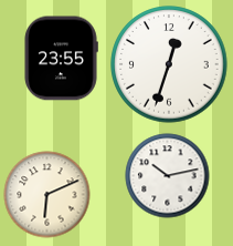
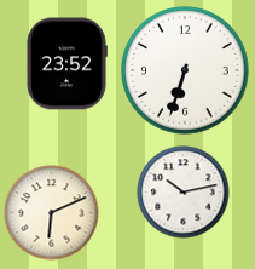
clock at (61, 59): 23:55 -> 23:52
clock at (169, 64): 12:33 -> 6:33
